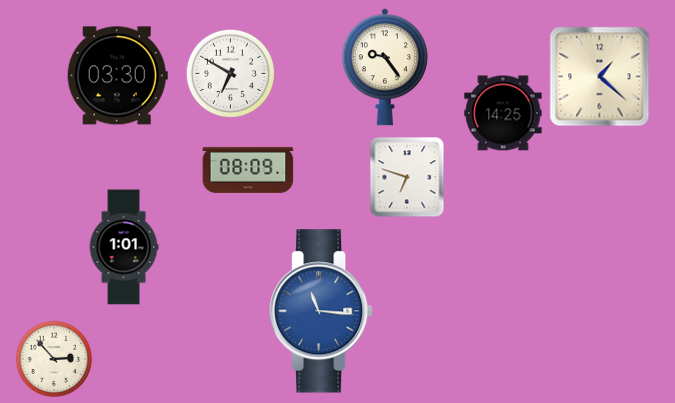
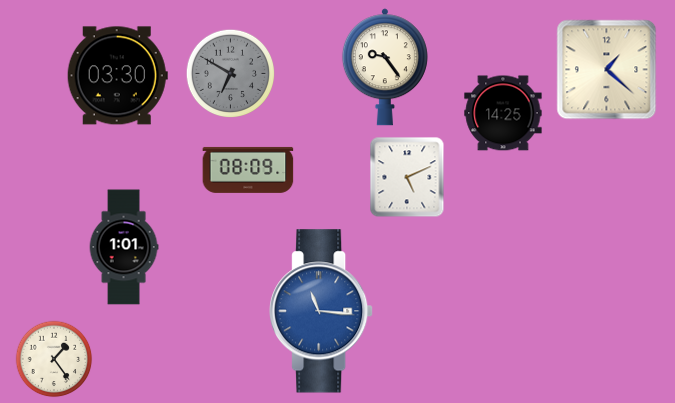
clock at (230, 73) dial: white -> grey
clock at (600, 77) position: (600, 77) -> (607, 70)
clock at (407, 177): 6:48 -> 5:11
clock at (54, 359): 2:53 -> 1:24
